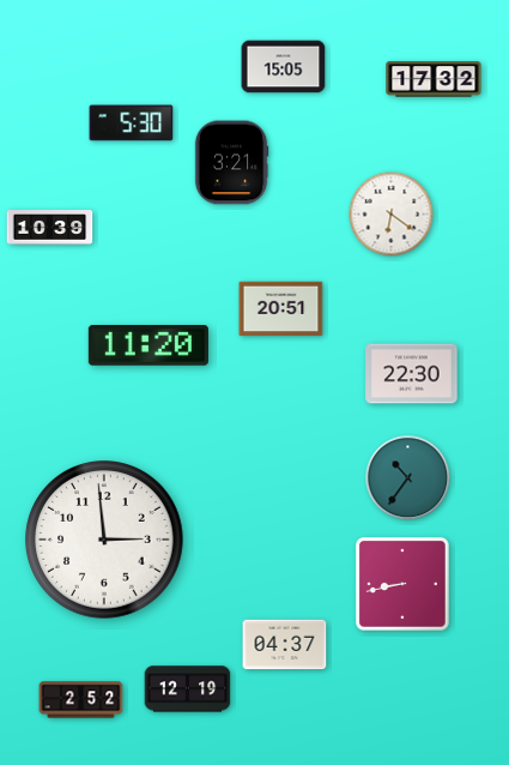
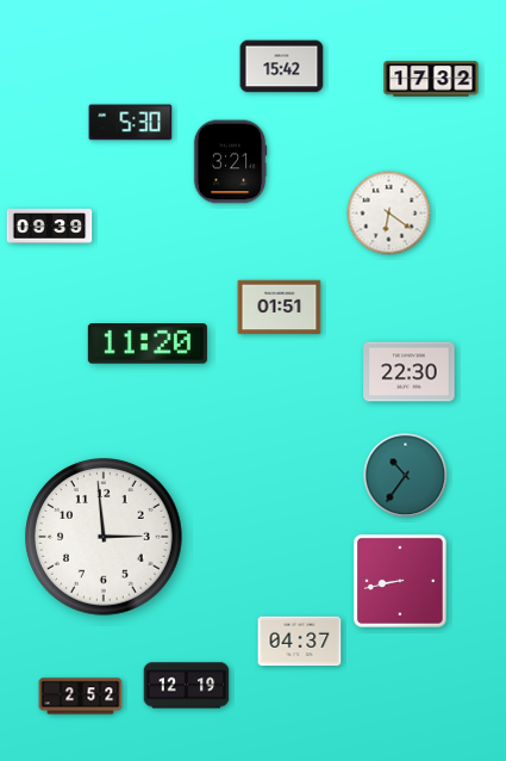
clock at (284, 67): 15:05 -> 15:42
clock at (50, 228): 10:39 -> 09:39
clock at (281, 309): 20:51 -> 01:51
clock at (285, 645) position: (285, 645) -> (300, 642)
